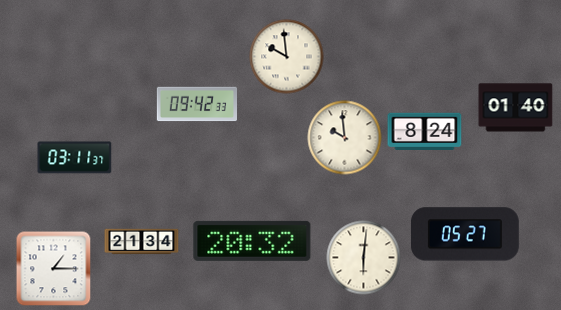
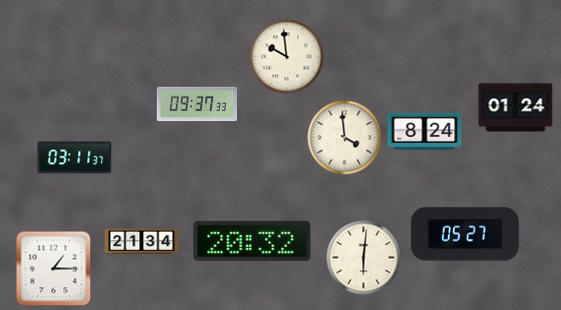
clock at (196, 104): 09:42 -> 09:37
clock at (516, 108): 01:40 -> 01:24
clock at (345, 138): 9:59 -> 3:59
